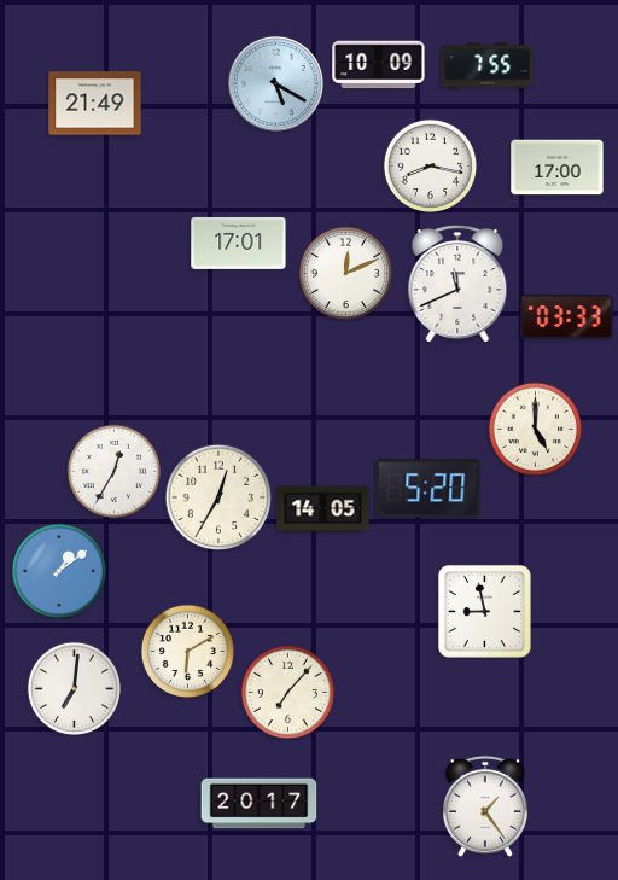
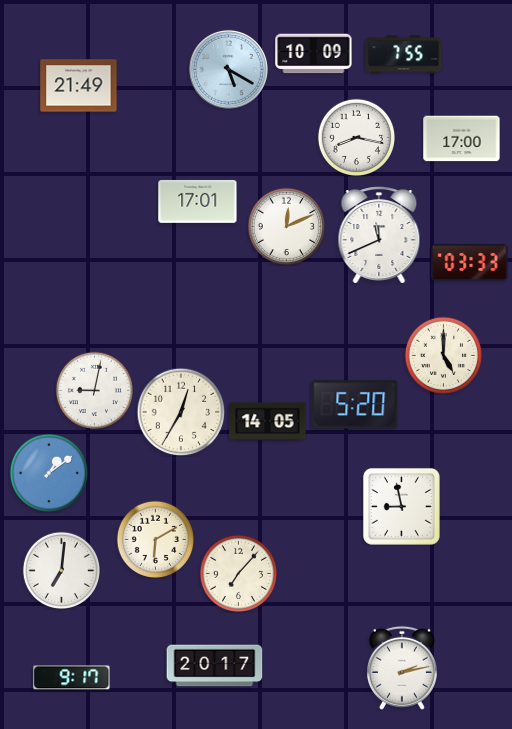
clock at (113, 471): 12:35 -> 9:02
clock at (485, 806): 1:24 -> 2:13
clock at (72, 678): none -> 9:17
